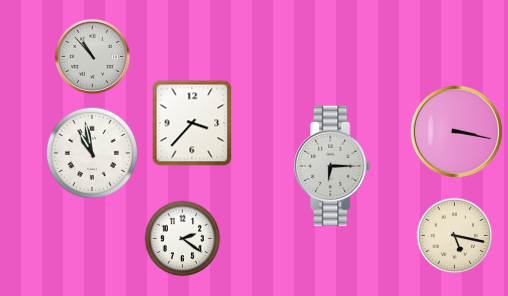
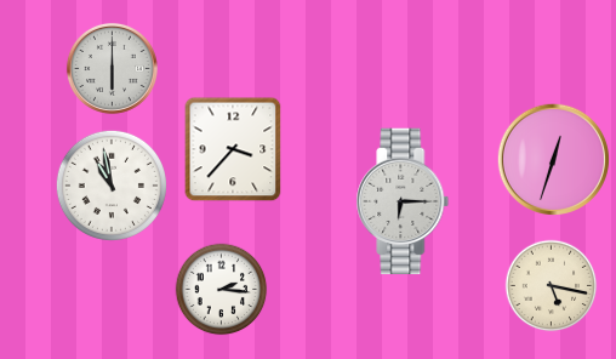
clock at (92, 56): 10:53 -> 6:00
clock at (456, 131): 3:17 -> 12:33
clock at (183, 239): 2:21 -> 2:16
